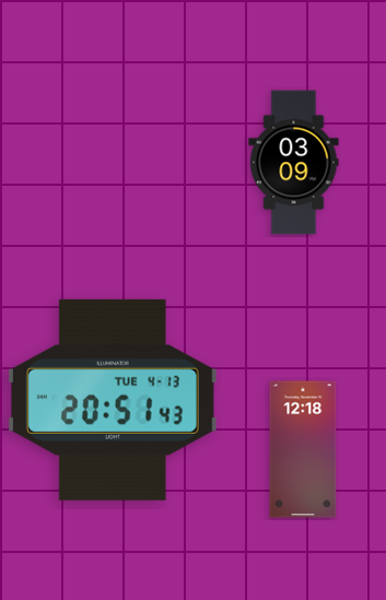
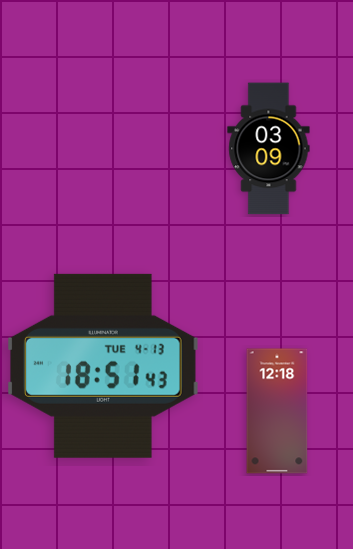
clock at (114, 400): 20:51 -> 18:51
